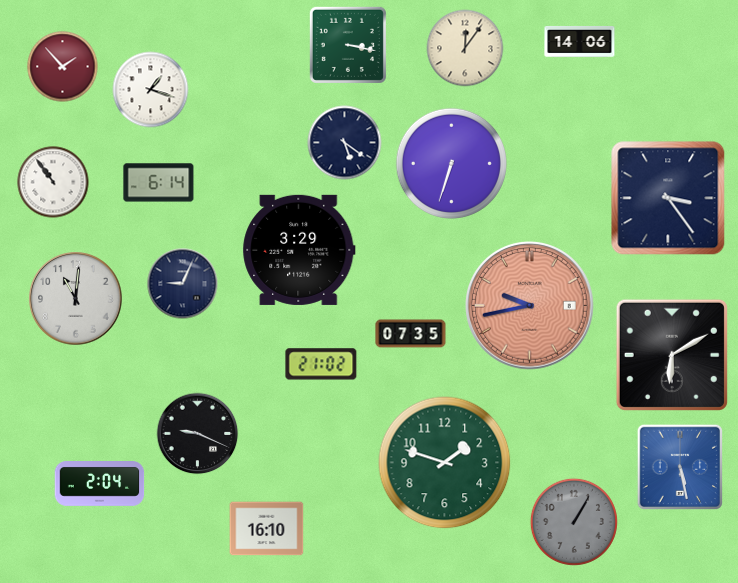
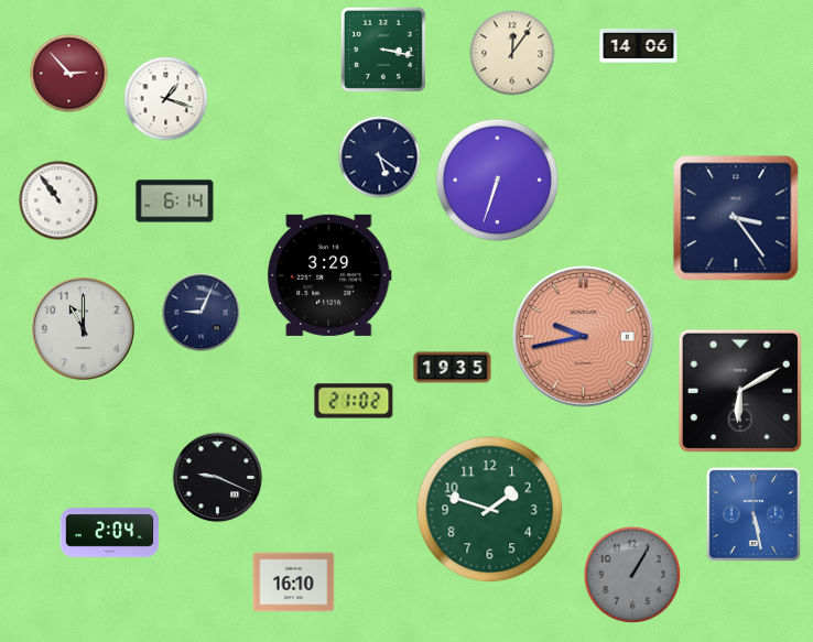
clock at (63, 67): 1:53 -> 2:53
clock at (76, 299): 11:01 -> 11:00
clock at (411, 334): 07:35 -> 19:35
clock at (679, 466) position: (679, 466) -> (752, 513)
